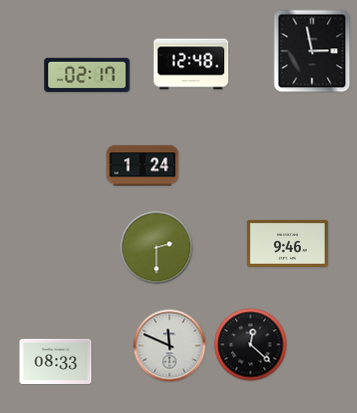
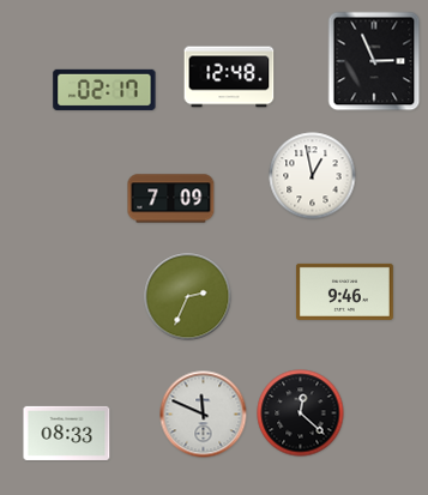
clock at (312, 51): 2:58 -> 2:56
clock at (313, 176): none -> 12:58
clock at (143, 166): 1:24 -> 7:09
clock at (157, 248): 2:30 -> 2:34
